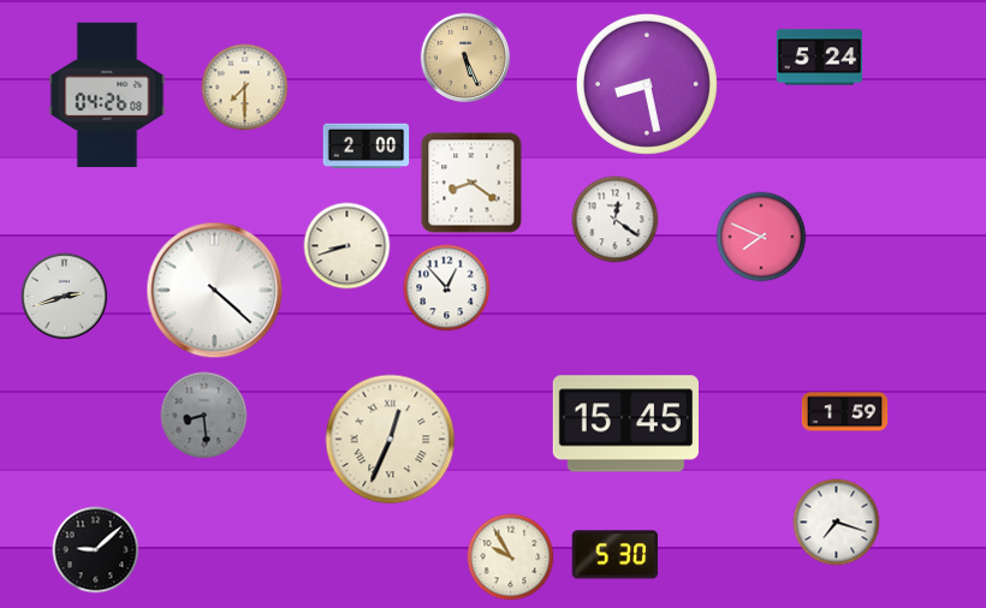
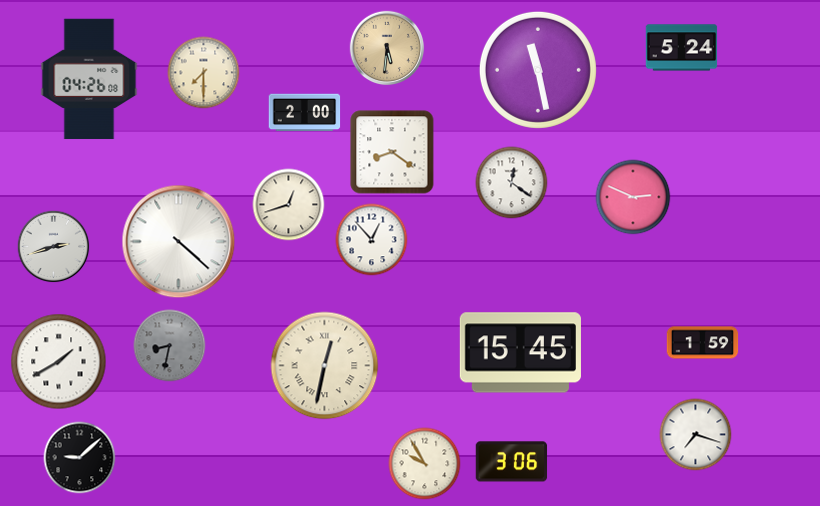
clock at (465, 58): 5:26 -> 5:31
clock at (647, 84): 8:28 -> 11:28
clock at (367, 147) position: (367, 147) -> (305, 113)
clock at (761, 237): 7:49 -> 2:49
clock at (348, 246): 8:42 -> 12:42
clock at (204, 416): 8:29 -> 8:32
clock at (59, 362): none -> 1:40
clock at (391, 440): 12:34 -> 12:32
clock at (616, 555): 5:30 -> 3:06
